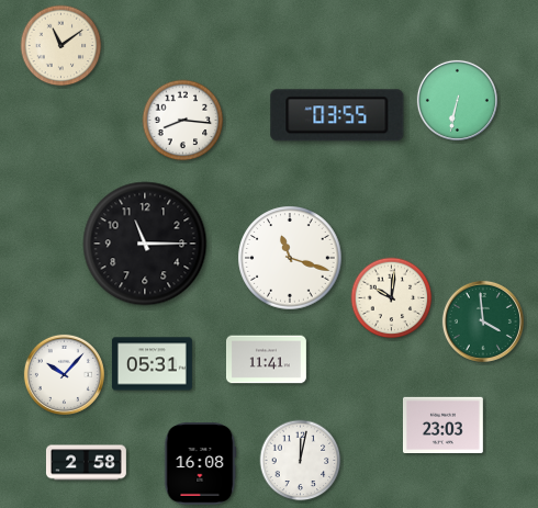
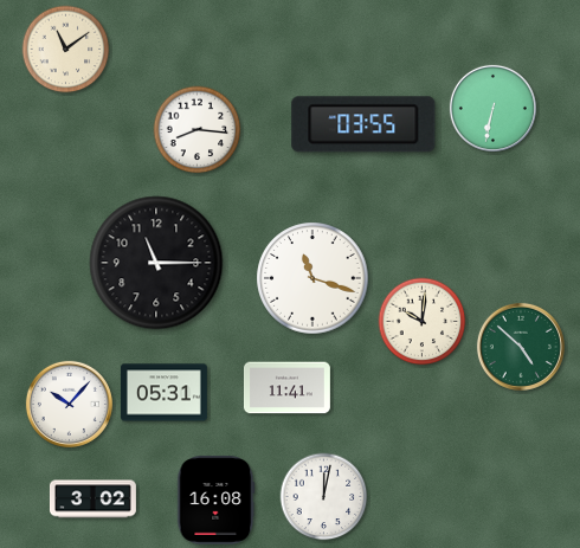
clock at (483, 321): 3:59 -> 4:52
clock at (442, 425): 23:03 -> none
clock at (86, 463): 2:58 -> 3:02
